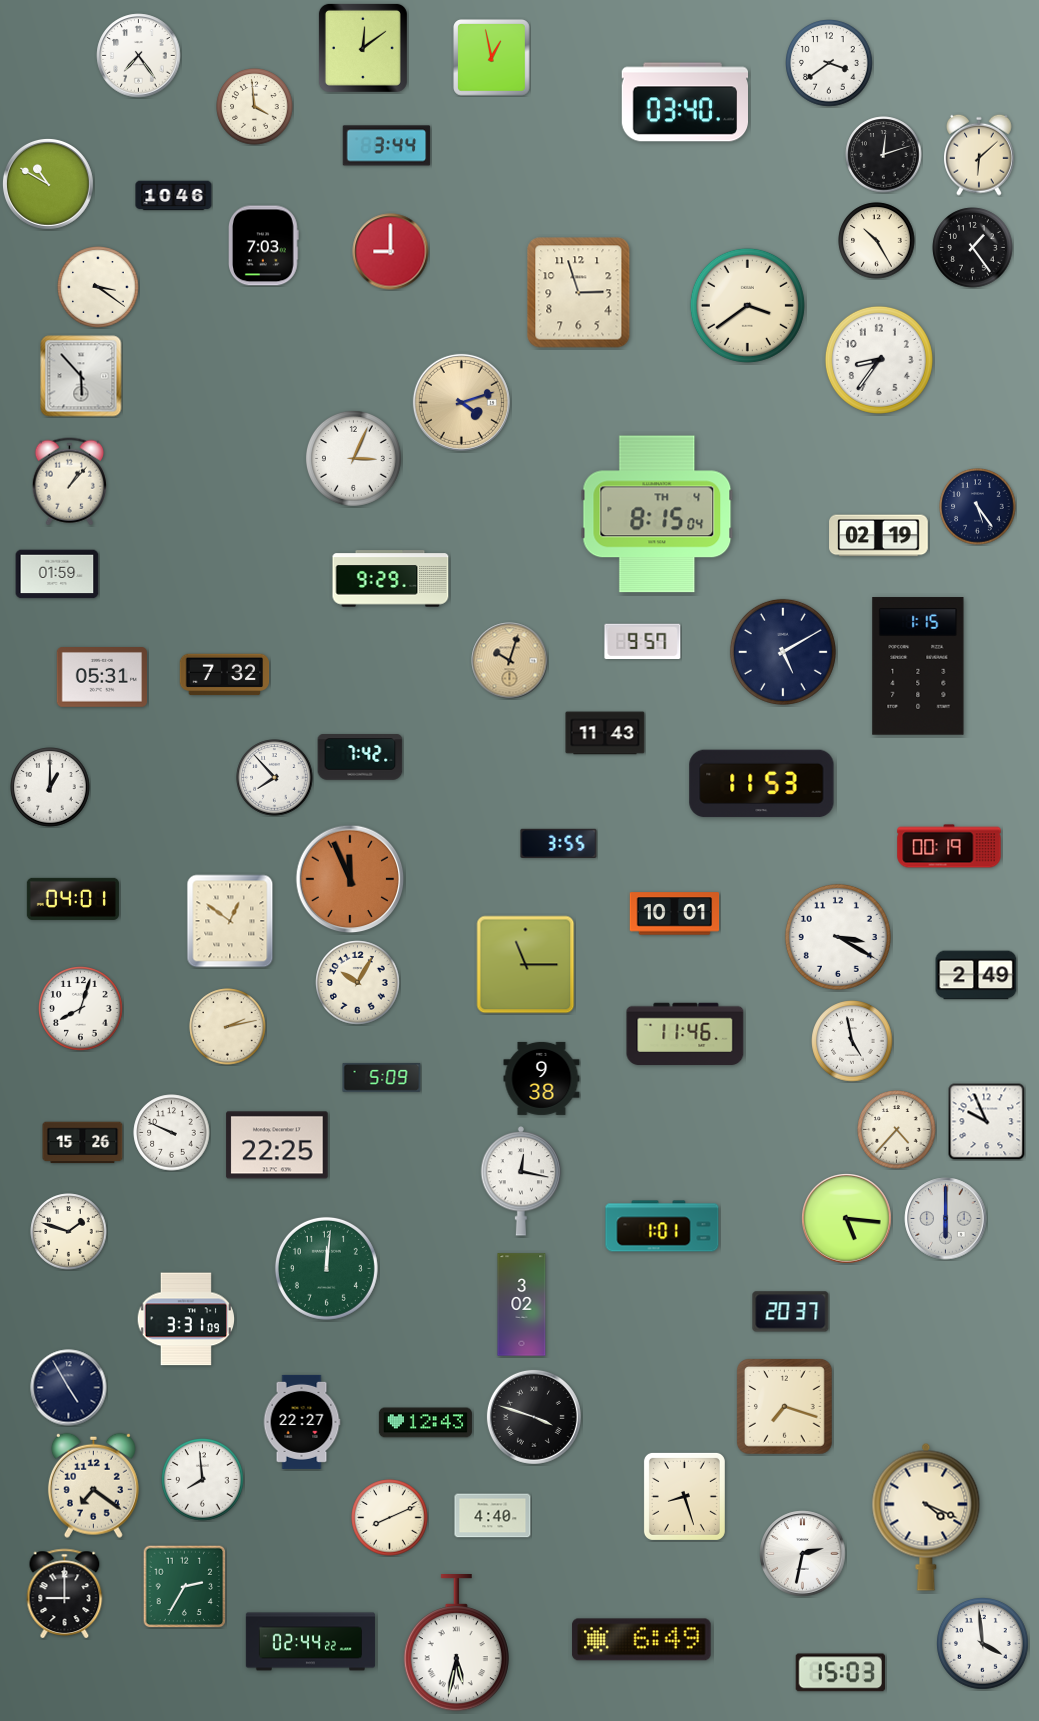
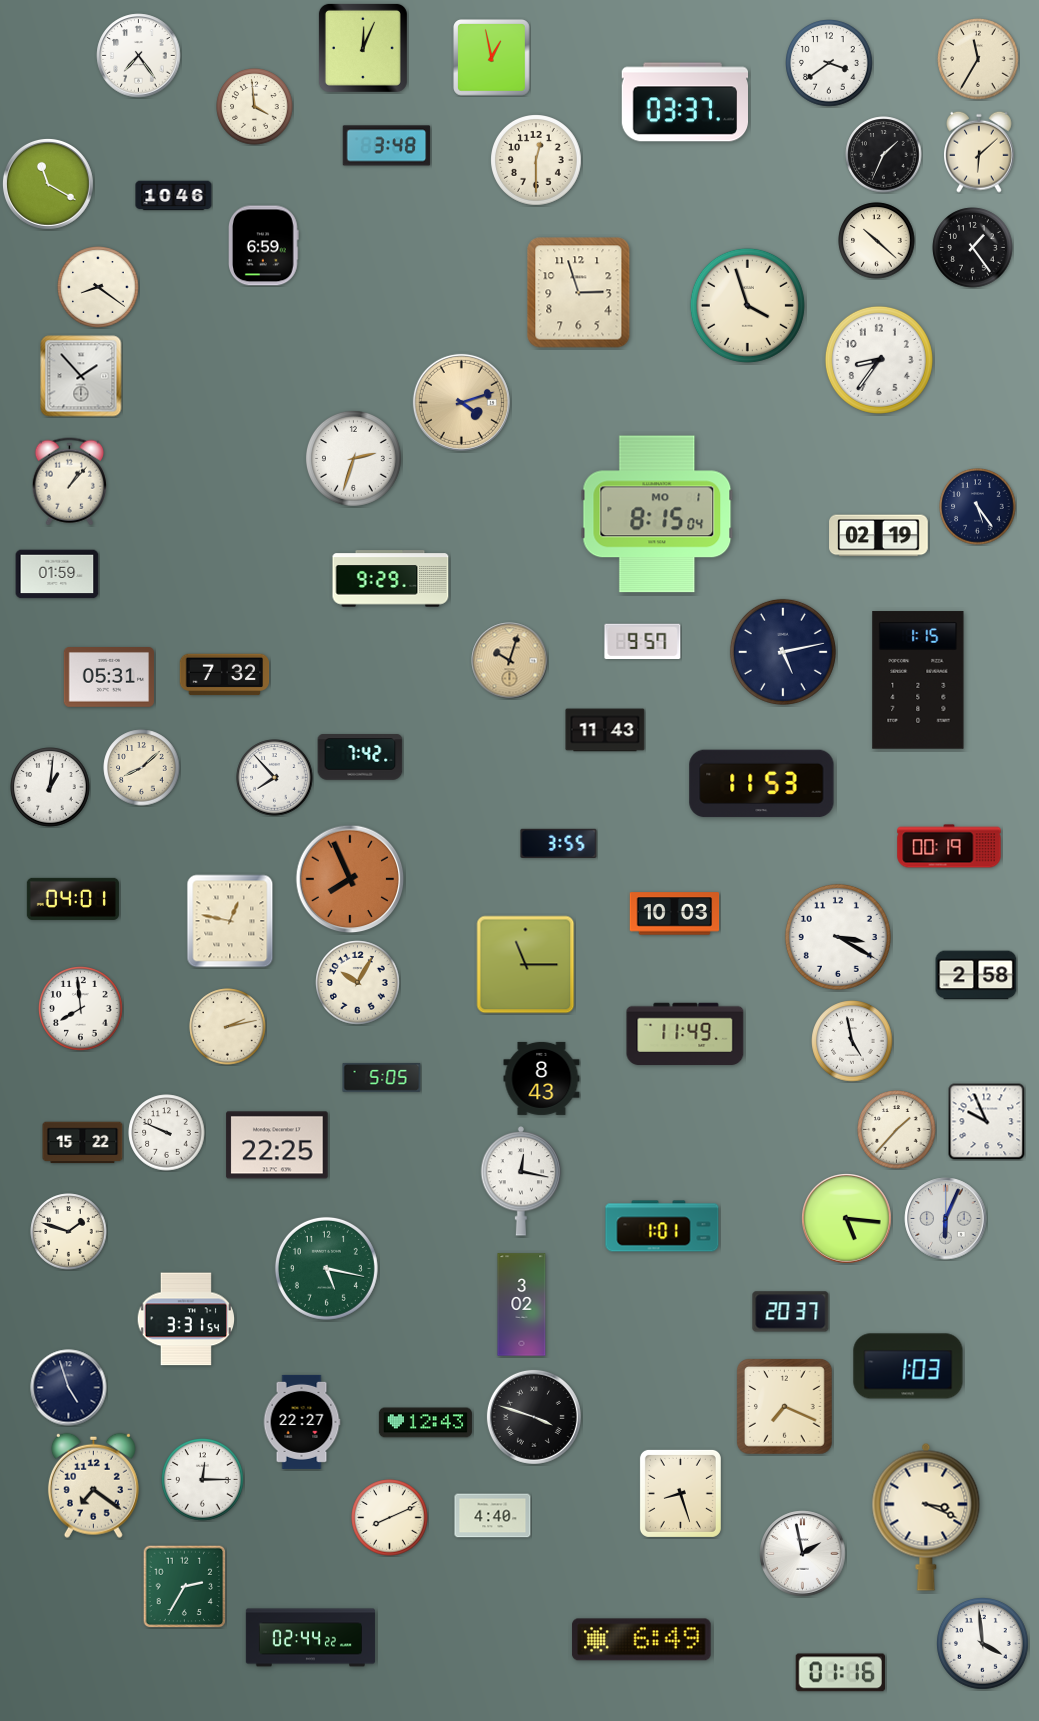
clock at (363, 48): 12:09 -> 12:04
clock at (978, 59): none -> 11:35
clock at (685, 102): 03:40 -> 03:37
clock at (387, 146): 3:44 -> 3:48
clock at (884, 155): 12:12 -> 1:34
clock at (980, 155) position: (980, 155) -> (980, 152)
clock at (537, 161): none -> 12:30
clock at (48, 184): 10:50 -> 11:20
clock at (877, 241): 10:25 -> 10:22
clock at (264, 246): 7:03 -> 6:59
clock at (391, 252): 9:00 -> none
clock at (98, 287): 3:21 -> 8:21
clock at (747, 305): 3:39 -> 3:57
clock at (81, 376): 5:53 -> 1:53
clock at (353, 458): 3:04 -> 2:33
clock at (657, 514) date: TH 4 -> MO 1
clock at (783, 652): 5:10 -> 5:13
clock at (918, 666) position: (918, 666) -> (918, 680)
clock at (101, 678) position: (101, 678) -> (108, 678)
clock at (605, 733) position: (605, 733) -> (605, 730)
clock at (142, 768): none -> 8:08
clock at (50, 787): 1:00 -> 1:01
clock at (350, 879): 11:56 -> 7:56
clock at (675, 914): 10:01 -> 10:03
clock at (230, 921): 12:51 -> 12:47
clock at (976, 975): 2:49 -> 2:58
clock at (81, 1009): 8:03 -> 7:59
clock at (685, 1034): 11:46 -> 11:49
clock at (382, 1077): 5:09 -> 5:05
clock at (542, 1078): 9:38 -> 8:43
clock at (897, 1130): 4:37 -> 1:37
clock at (172, 1133) position: (172, 1133) -> (167, 1133)
clock at (83, 1143): 15:26 -> 15:22
clock at (946, 1219): 6:00 -> 6:04
clock at (326, 1268): 12:01 -> 5:17
clock at (186, 1319): 3:31:09 -> 3:31:54
clock at (908, 1366): none -> 1:03
clock at (69, 1388): 4:55 -> 4:57
clock at (785, 1407): 7:18 -> 7:19
clock at (203, 1480): 7:59 -> 12:15
clock at (684, 1496) position: (684, 1496) -> (680, 1493)
clock at (926, 1517): 4:19 -> 3:19
clock at (803, 1554): 2:32 -> 1:58
clock at (65, 1594): 9:00 -> none
clock at (310, 1642) position: (310, 1642) -> (310, 1638)
clock at (456, 1644): 5:32 -> none
clock at (840, 1673): 15:03 -> 01:16
